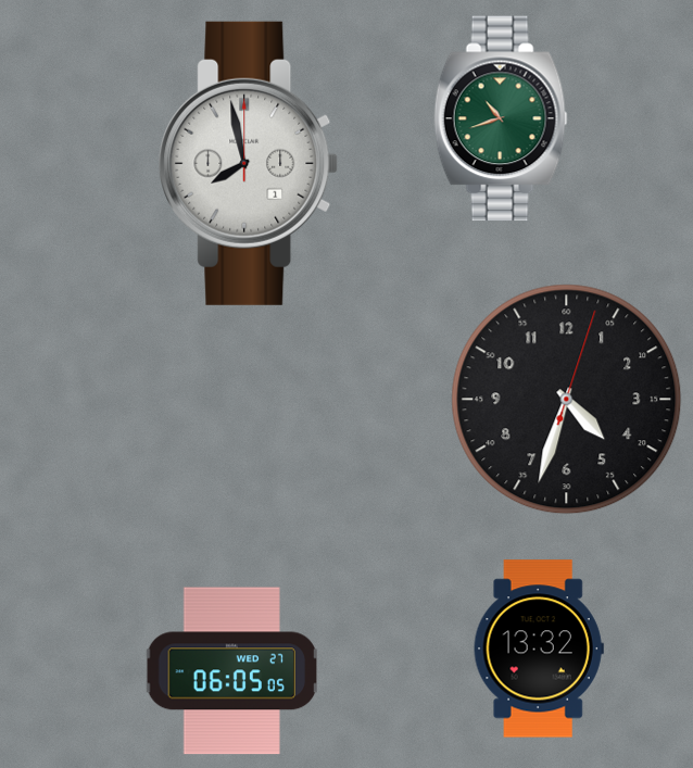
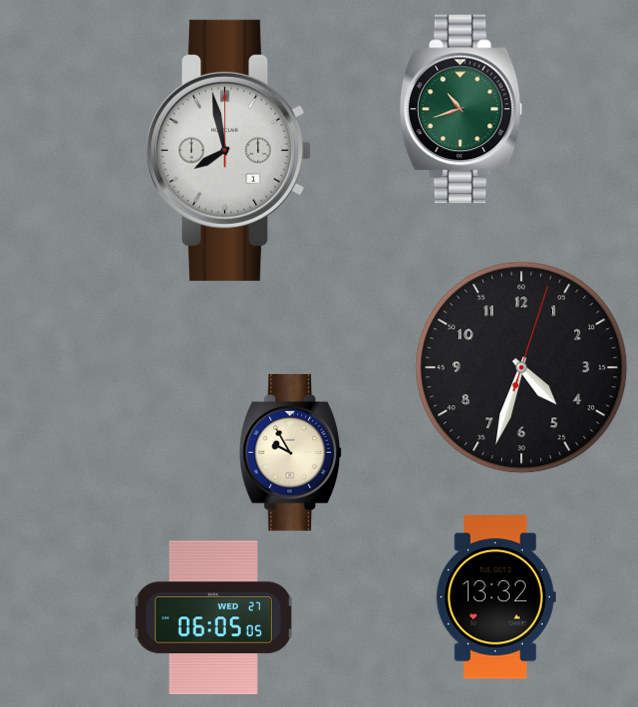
clock at (291, 453): none -> 9:55
